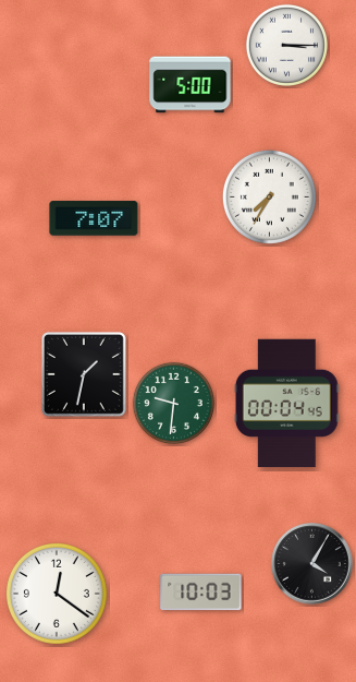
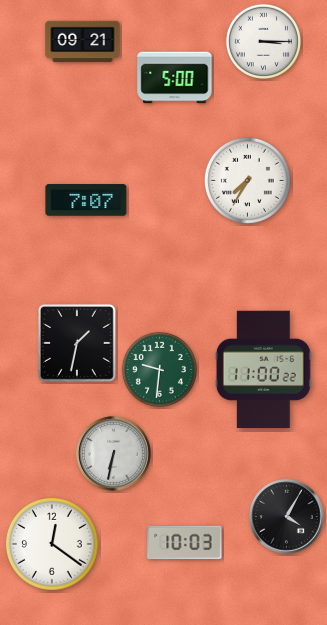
clock at (83, 42): none -> 09:21
clock at (286, 404): 00:04 -> 11:00
clock at (114, 454): none -> 6:32
